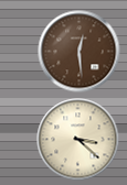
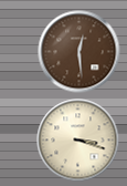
clock at (78, 140): 3:22 -> 3:18
